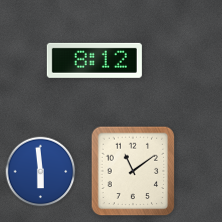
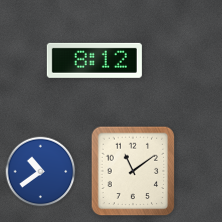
clock at (41, 172): 5:59 -> 10:39
